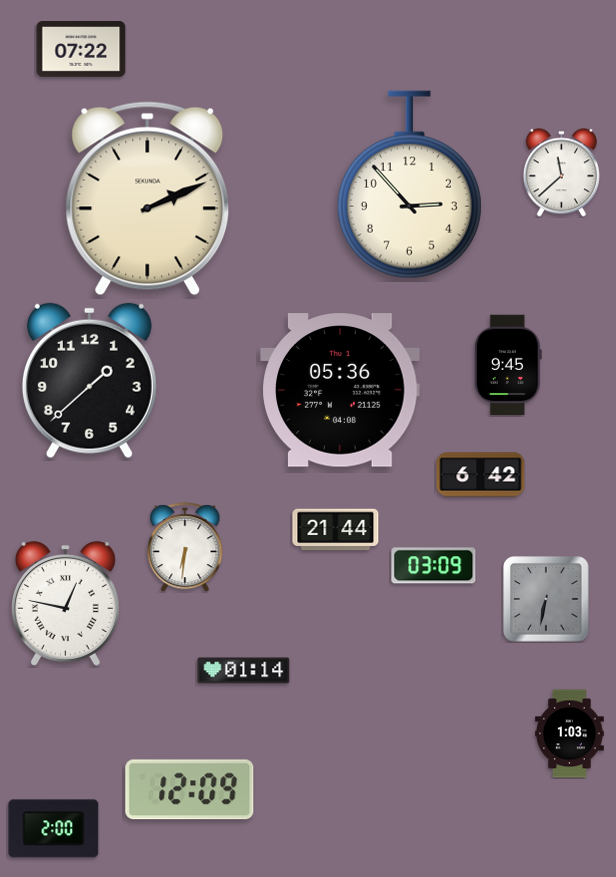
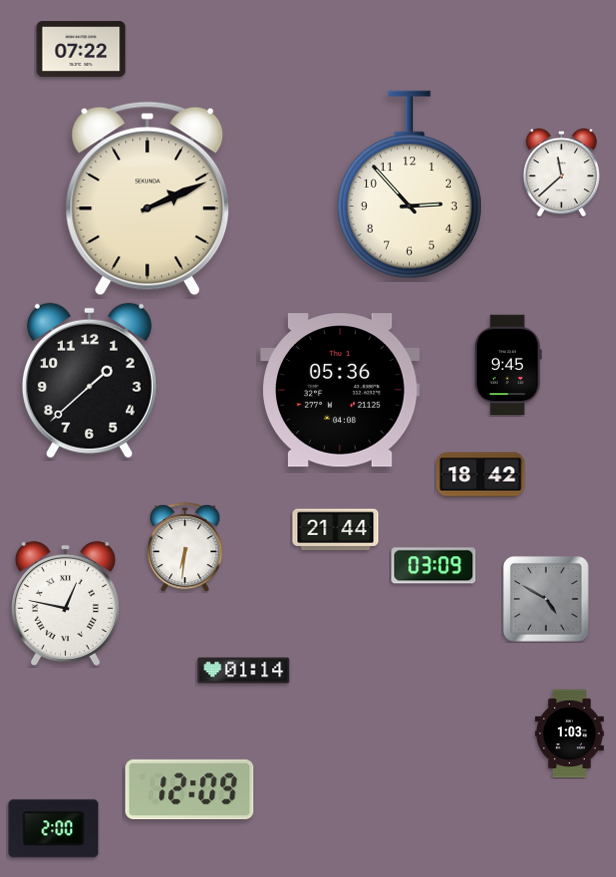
clock at (481, 475): 6:42 -> 18:42
clock at (546, 599): 6:32 -> 4:50
